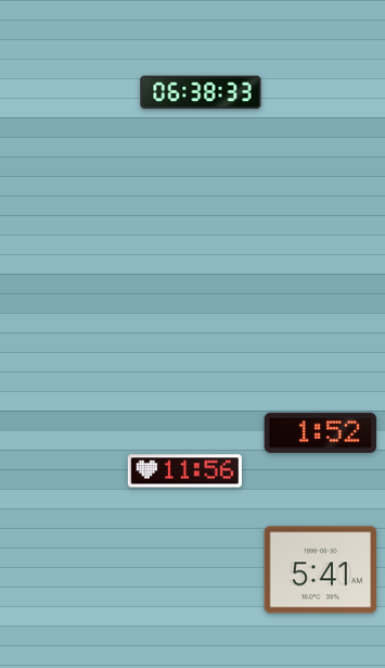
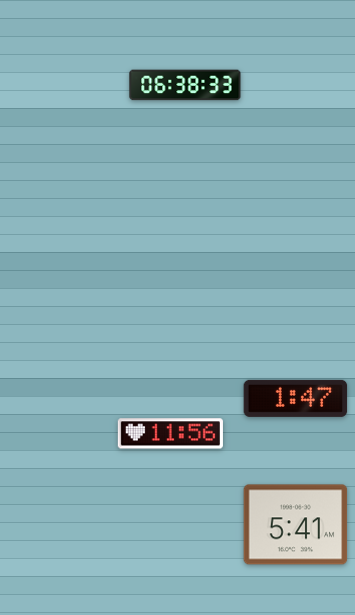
clock at (321, 432): 1:52 -> 1:47
